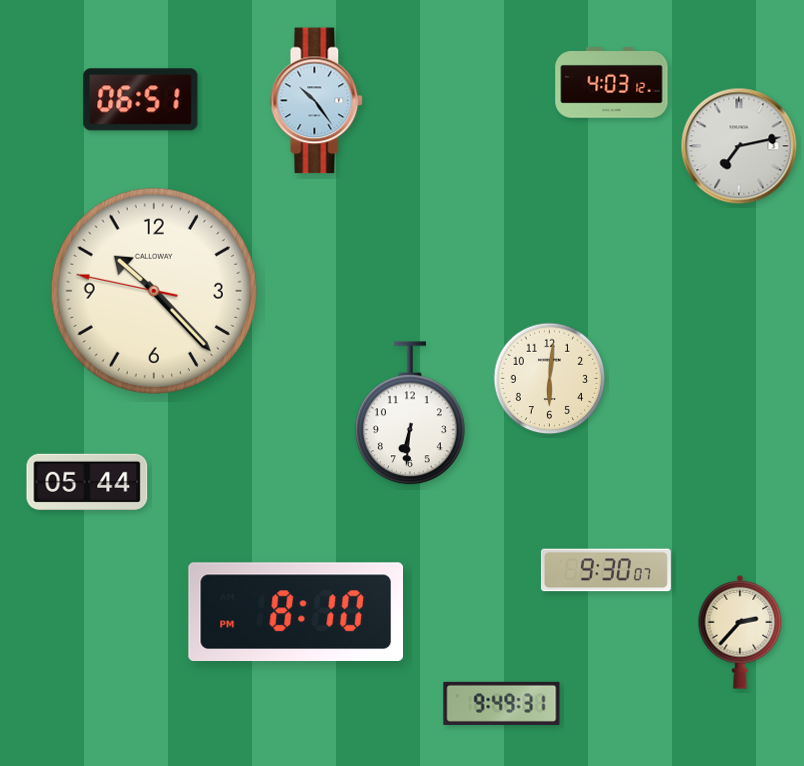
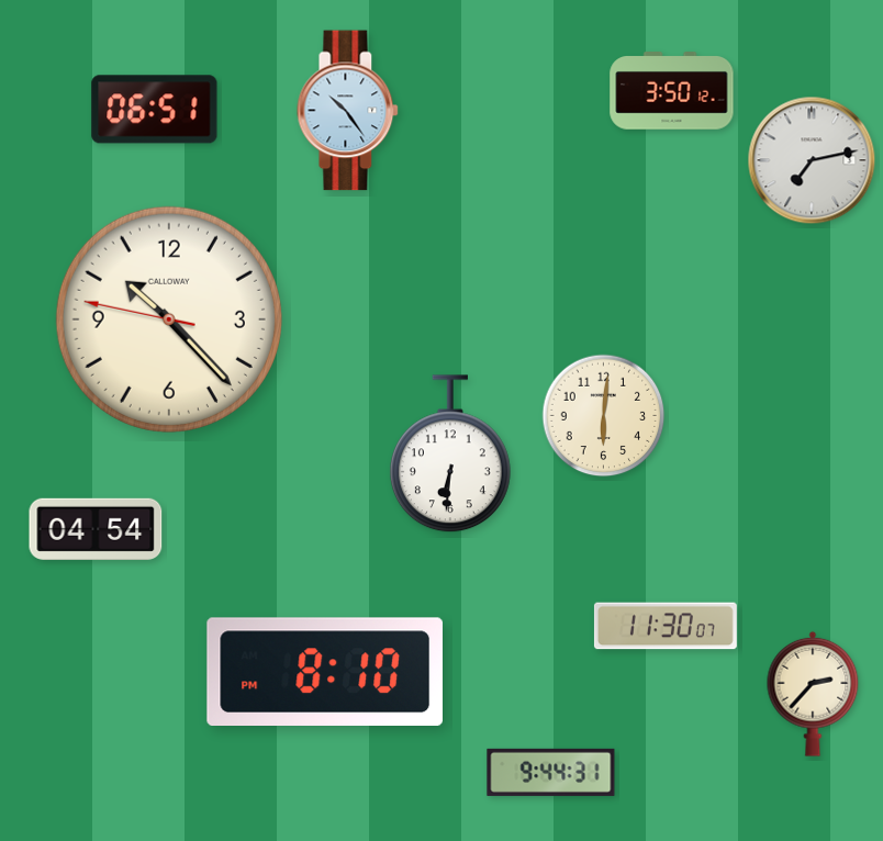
clock at (612, 83): 4:03 -> 3:50
clock at (87, 482): 05:44 -> 04:54
clock at (606, 570): 9:30 -> 11:30
clock at (502, 703): 9:49 -> 9:44
